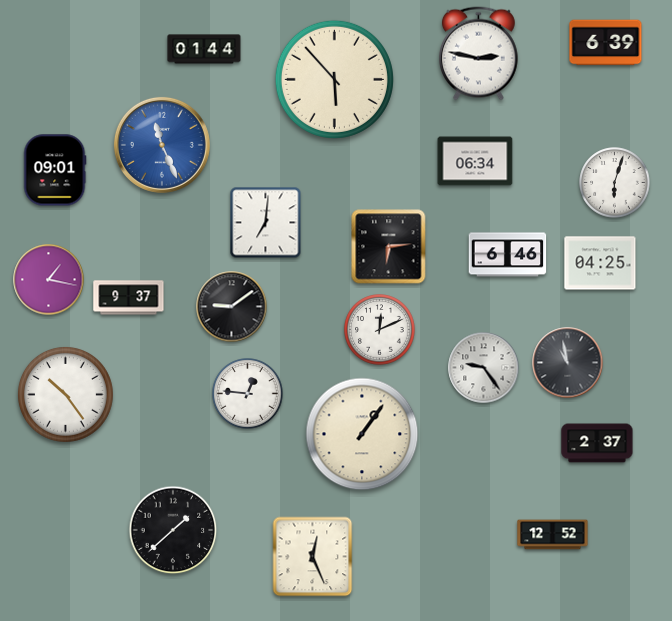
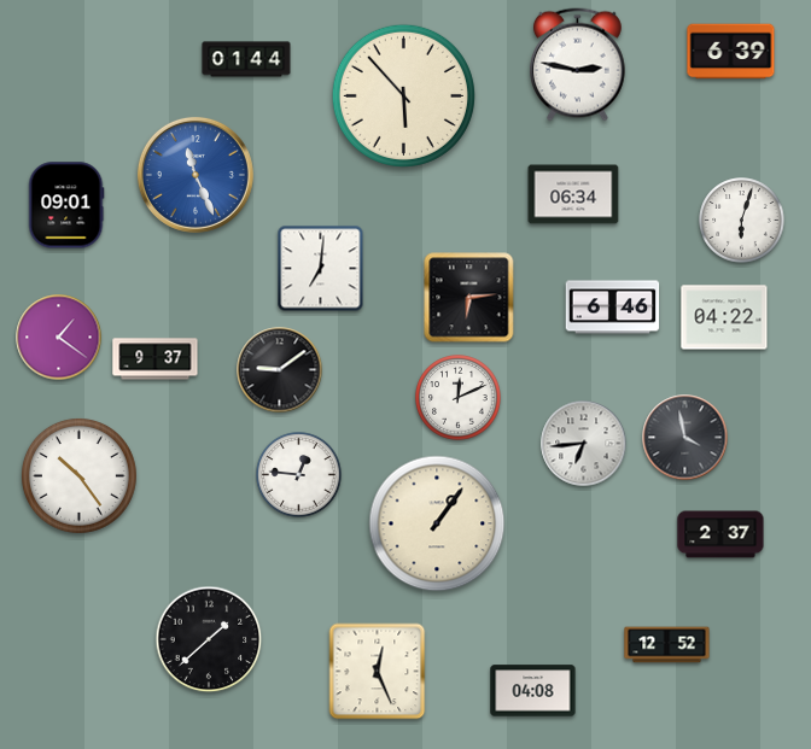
clock at (600, 263): 04:25 -> 04:22
clock at (49, 280): 1:17 -> 1:21
clock at (568, 363): 10:58 -> 3:58
clock at (484, 368): 9:24 -> 6:44
clock at (533, 691): none -> 04:08
